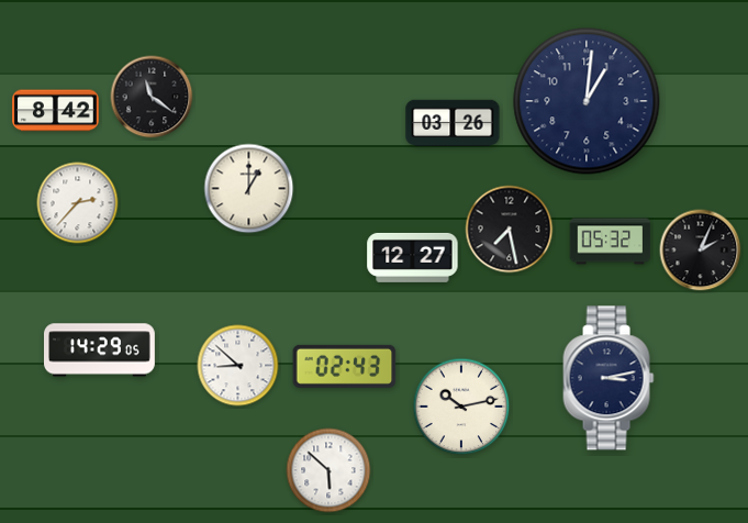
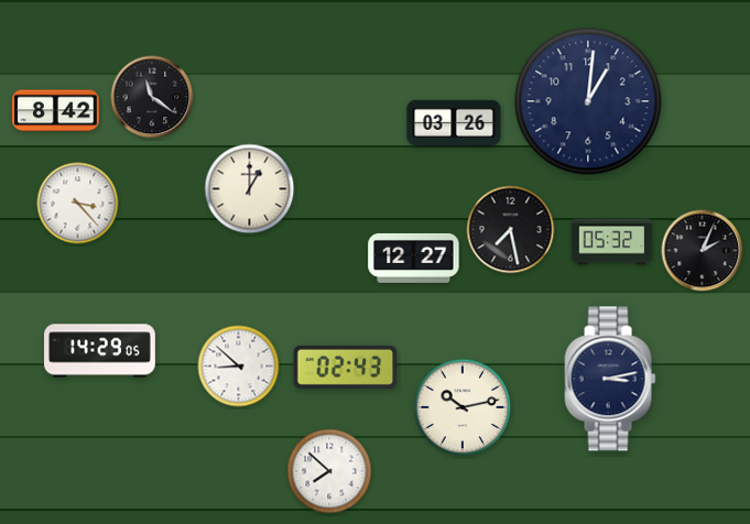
clock at (78, 203): 2:37 -> 3:23
clock at (328, 470): 5:52 -> 7:52
